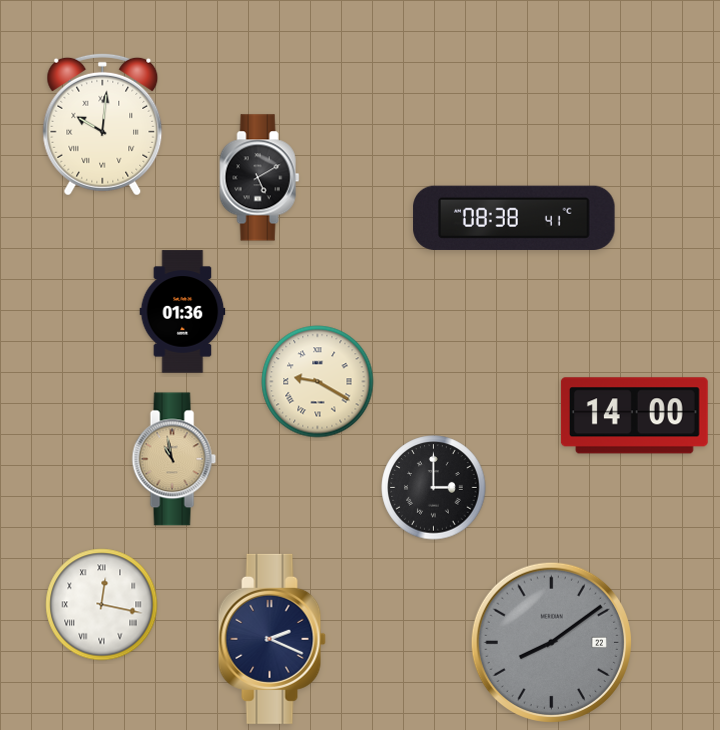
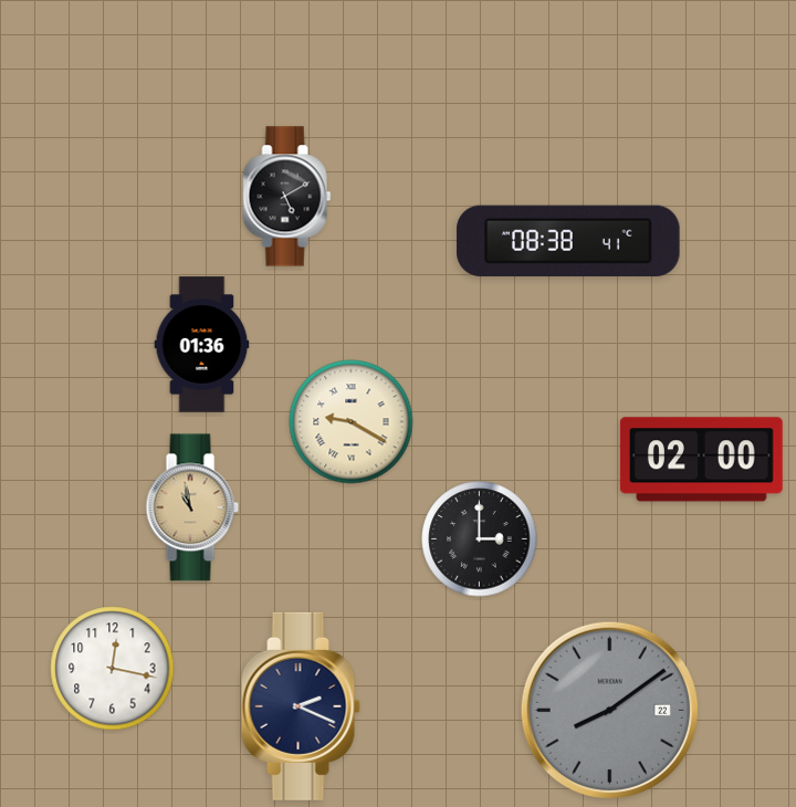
clock at (103, 124): 10:01 -> none
clock at (634, 416): 14:00 -> 02:00
clock at (102, 605) numerals: Roman -> Arabic
